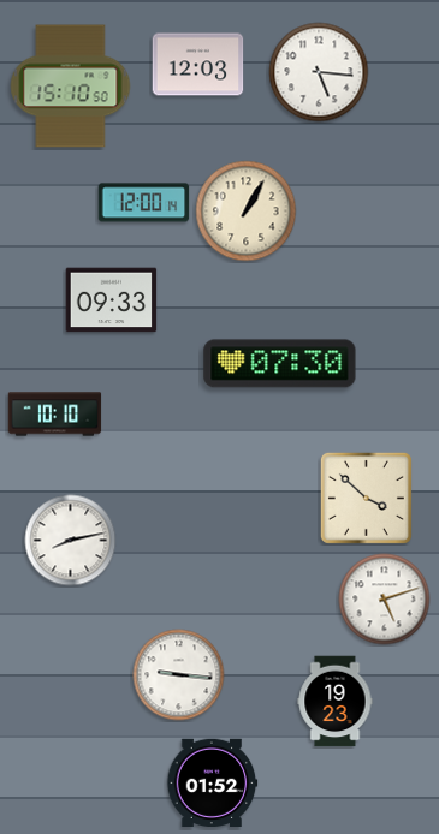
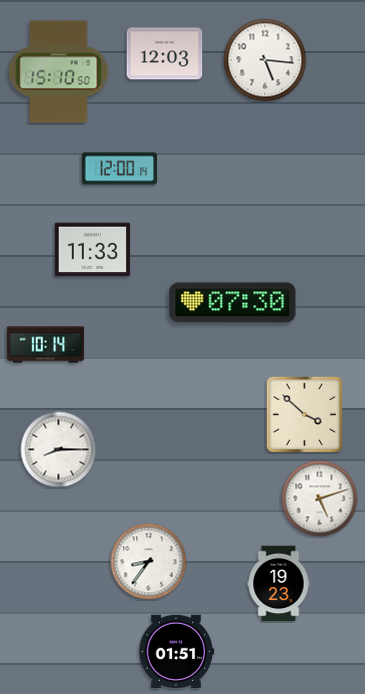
clock at (247, 212): 1:05 -> none
clock at (112, 300): 09:33 -> 11:33
clock at (55, 415): 10:10 -> 10:14
clock at (71, 541): 8:13 -> 8:15
clock at (179, 675): 9:16 -> 8:36
clock at (212, 782): 01:52 -> 01:51
